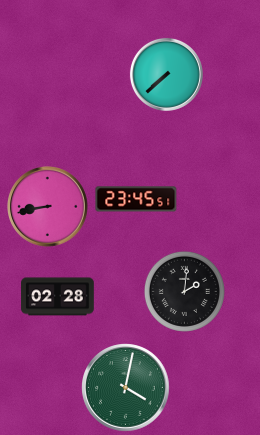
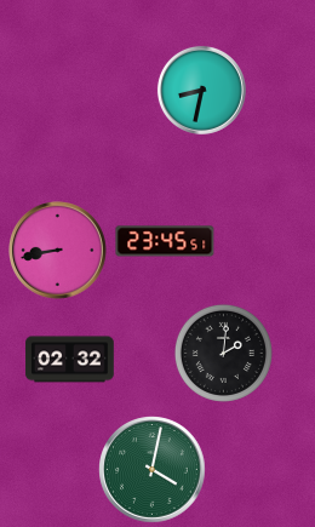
clock at (166, 74): 7:38 -> 8:32
clock at (58, 297): 02:28 -> 02:32
